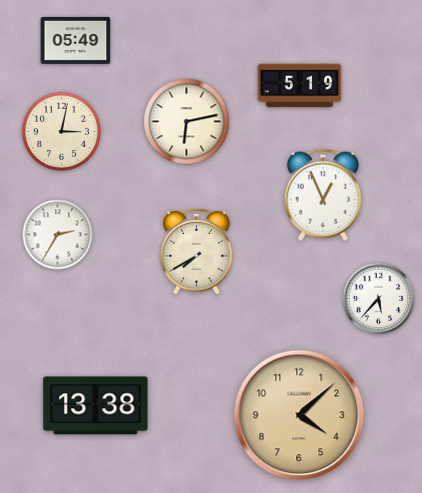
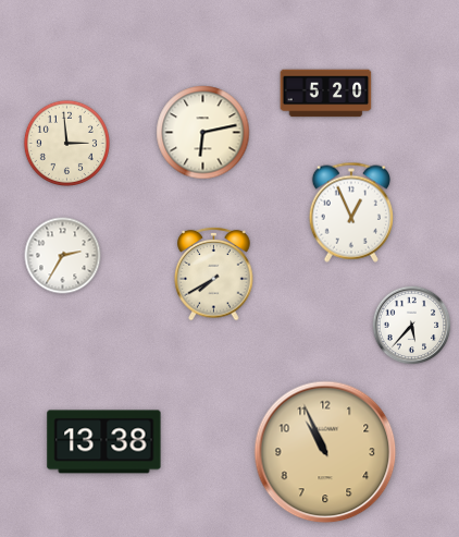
clock at (76, 40): 05:49 -> none
clock at (300, 86): 5:19 -> 5:20
clock at (61, 131): 3:02 -> 2:59
clock at (299, 415): 4:08 -> 10:56
